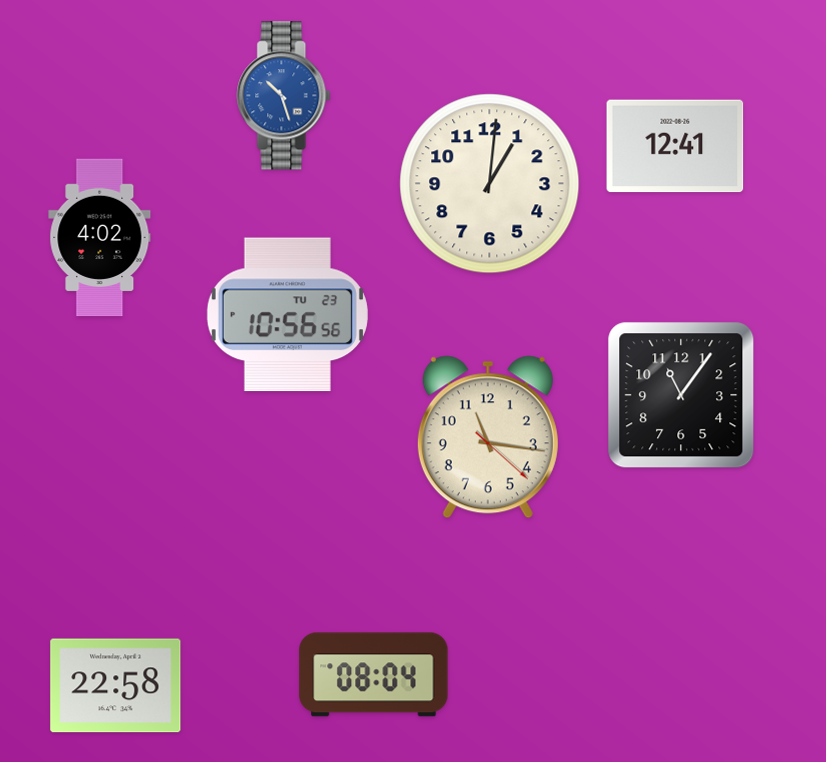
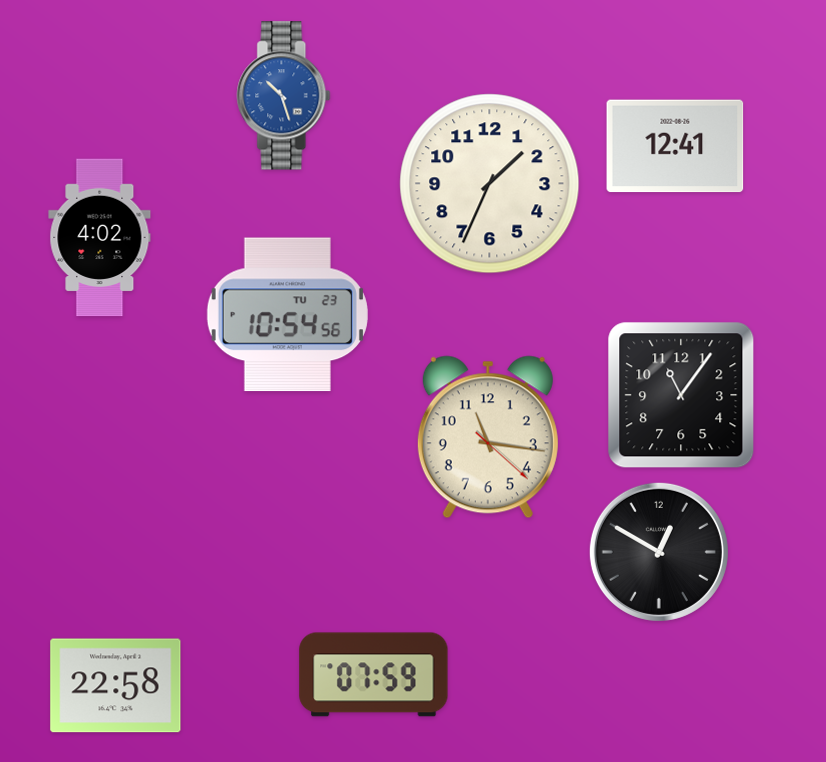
clock at (490, 184): 1:01 -> 1:34
clock at (287, 315): 10:56 -> 10:54
clock at (659, 552): none -> 12:50
clock at (374, 675): 08:04 -> 07:59
